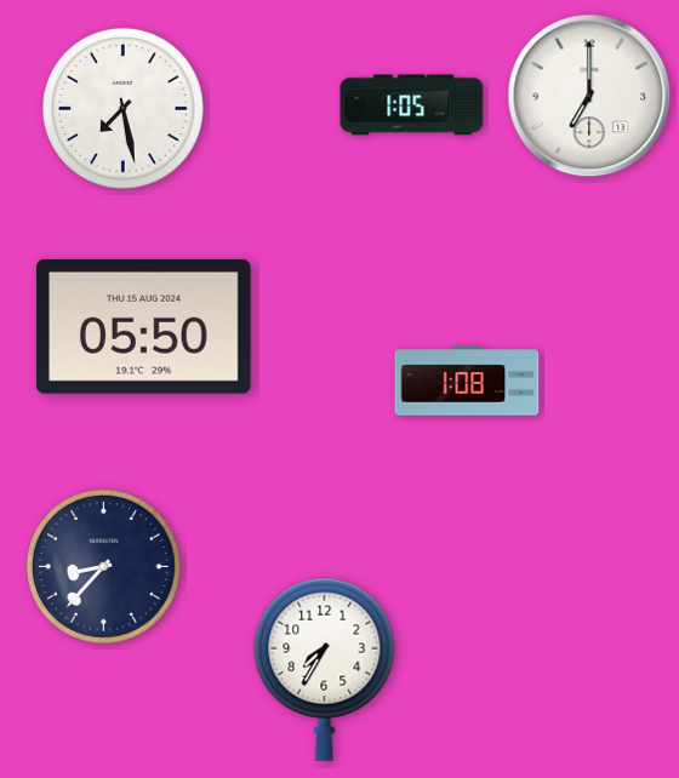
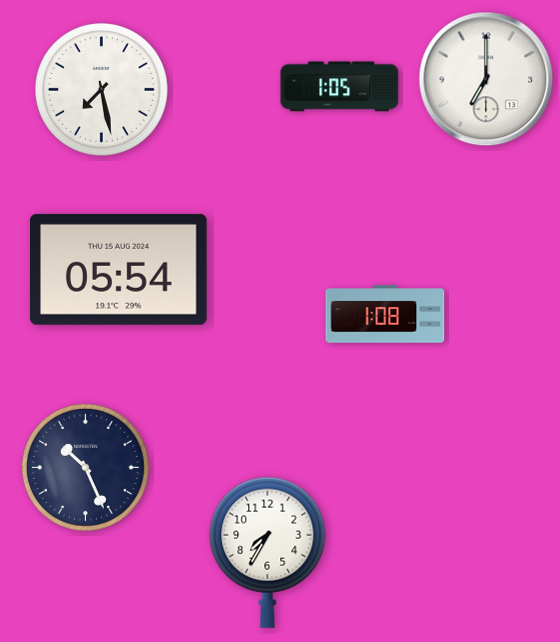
clock at (144, 326): 05:50 -> 05:54
clock at (103, 566): 8:37 -> 10:26
